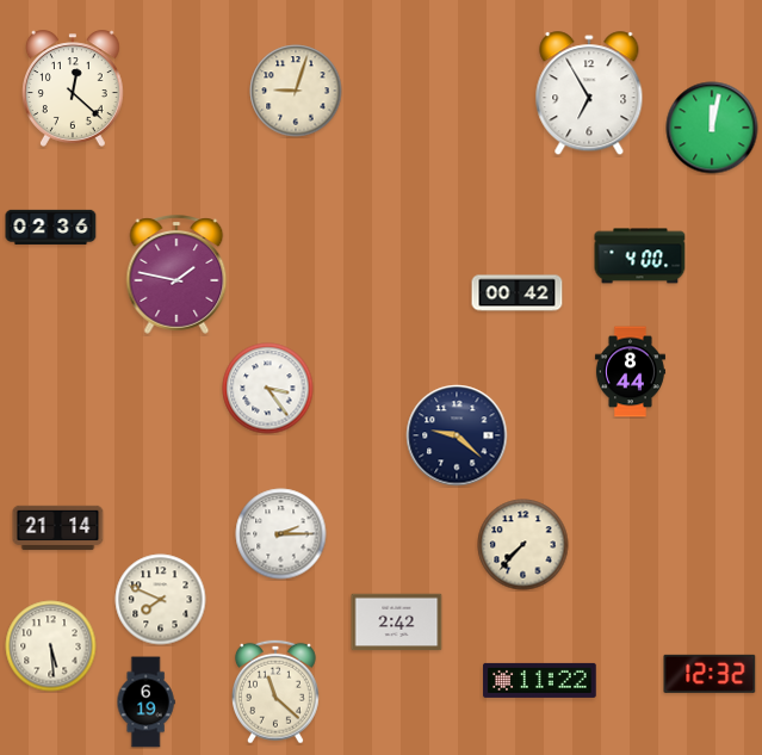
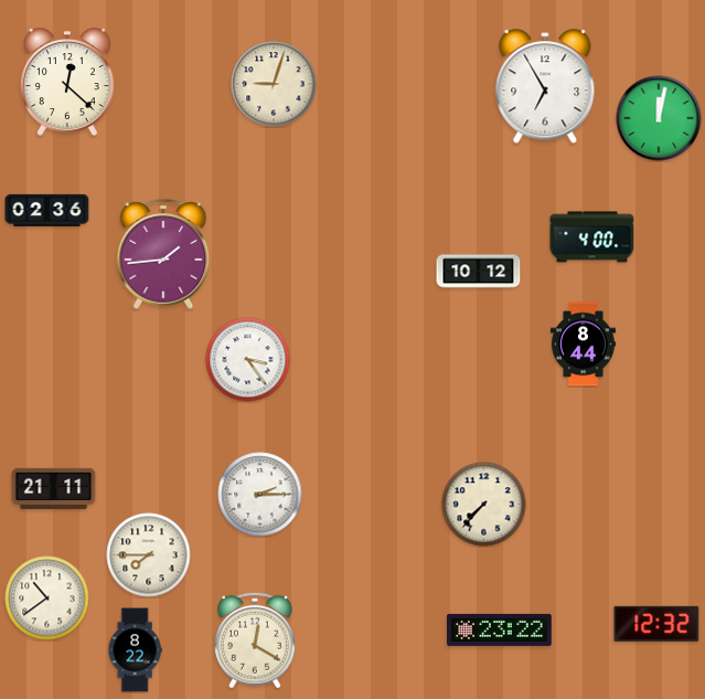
clock at (176, 274): 1:47 -> 1:44
clock at (518, 293): 00:42 -> 10:12
clock at (457, 435): 9:22 -> none
clock at (58, 528): 21:14 -> 21:11
clock at (161, 600): 7:49 -> 7:45
clock at (397, 623): 2:42 -> none
clock at (51, 646): 5:29 -> 10:39
clock at (540, 680): 11:22 -> 23:22
clock at (275, 692): 11:22 -> 12:20
clock at (145, 703): 6:19 -> 8:22
